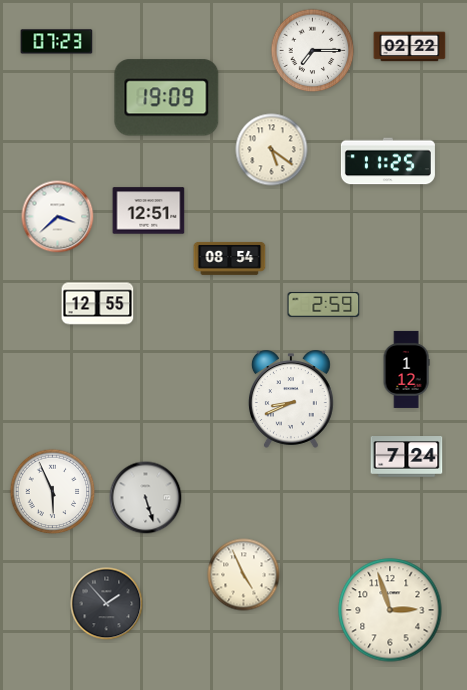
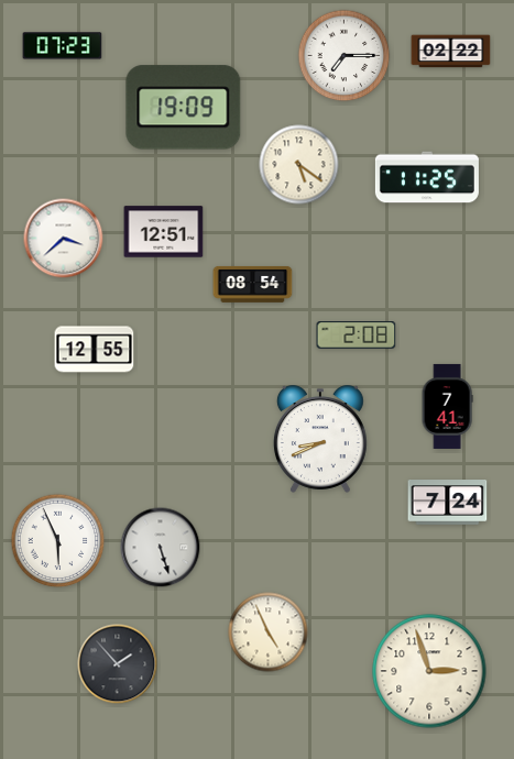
clock at (98, 304) position: (98, 304) -> (95, 350)
clock at (324, 305): 2:59 -> 2:08
clock at (406, 369): 1:12 -> 7:41
